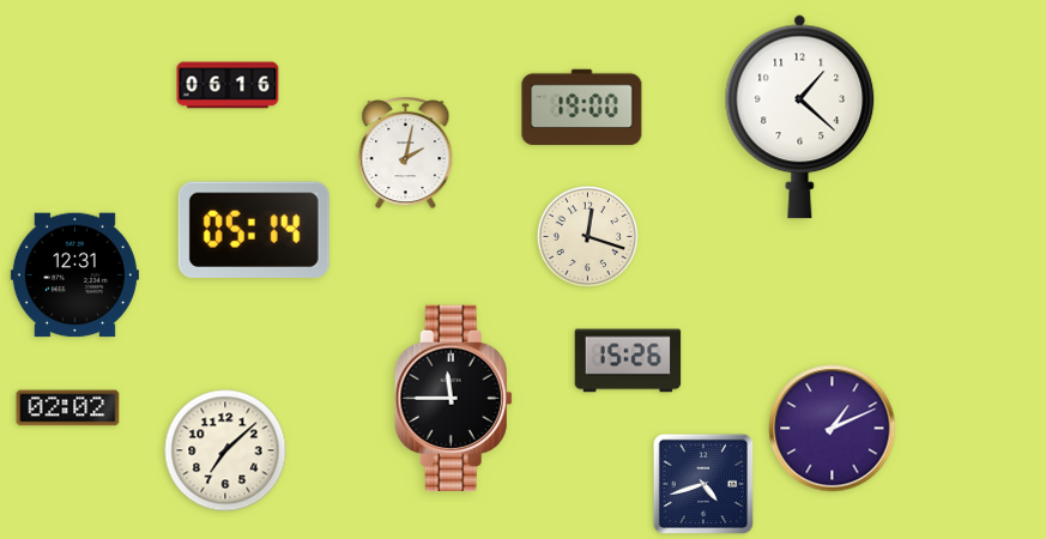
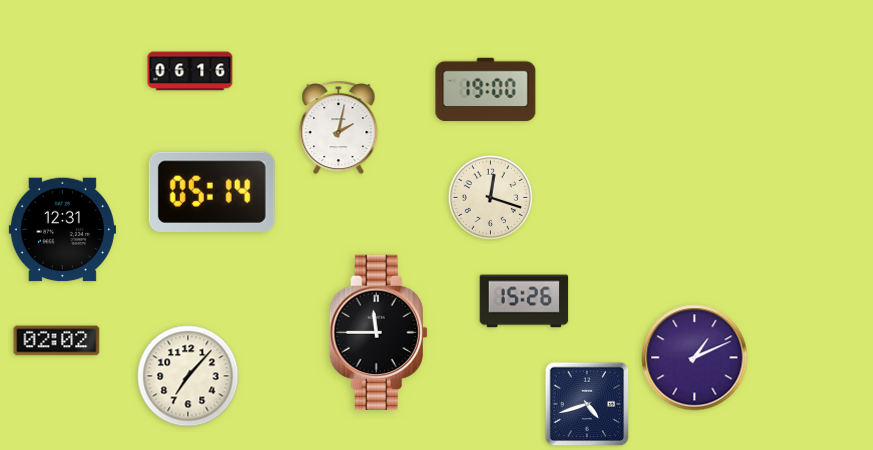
clock at (800, 117): 1:22 -> none
clock at (225, 450): 7:08 -> 7:07
